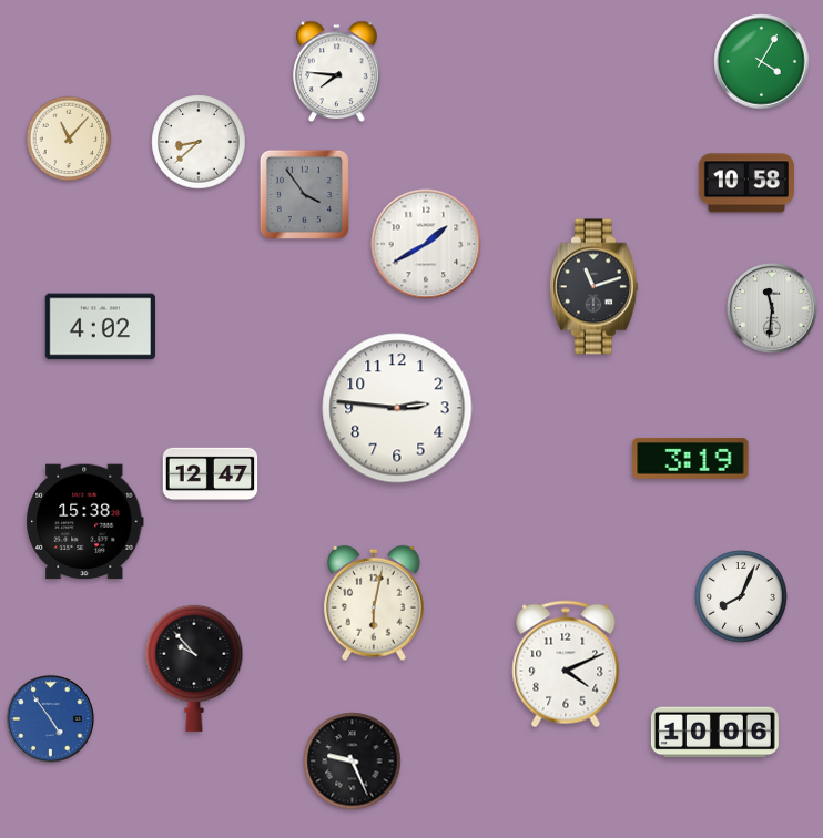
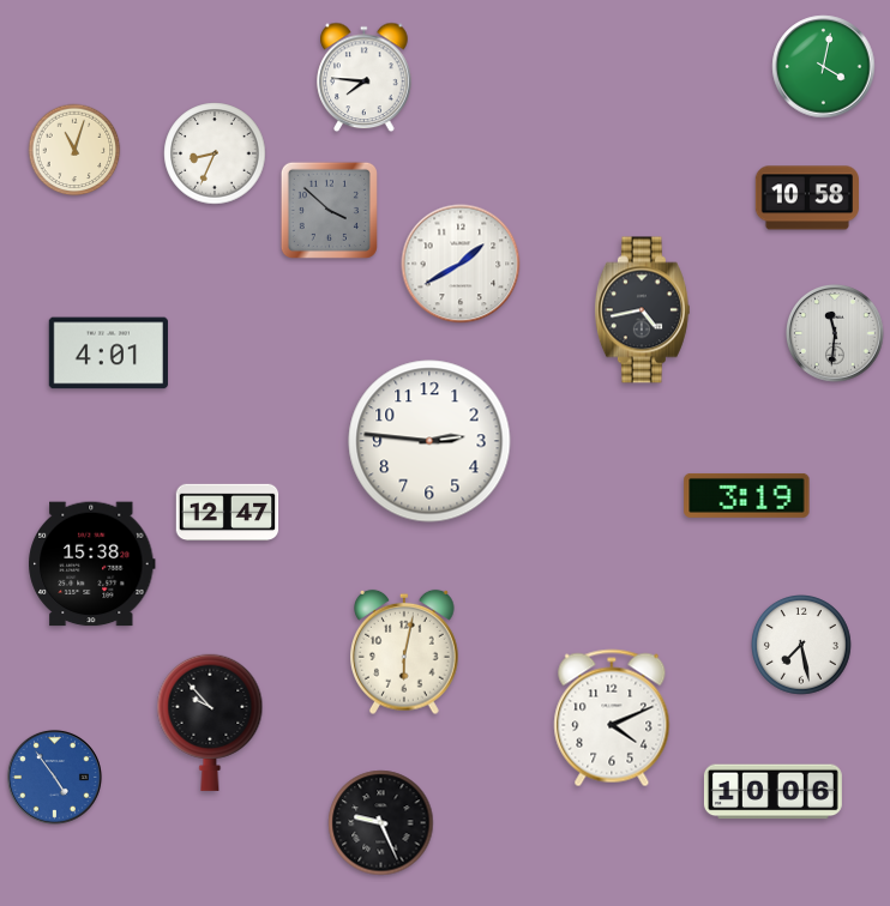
clock at (762, 62): 4:05 -> 4:02
clock at (69, 139): 11:07 -> 11:03
clock at (199, 142): 8:38 -> 8:34
clock at (304, 194): 3:54 -> 3:52
clock at (593, 287): 11:12 -> 4:43
clock at (100, 327): 4:02 -> 4:01
clock at (742, 597): 8:04 -> 7:28
